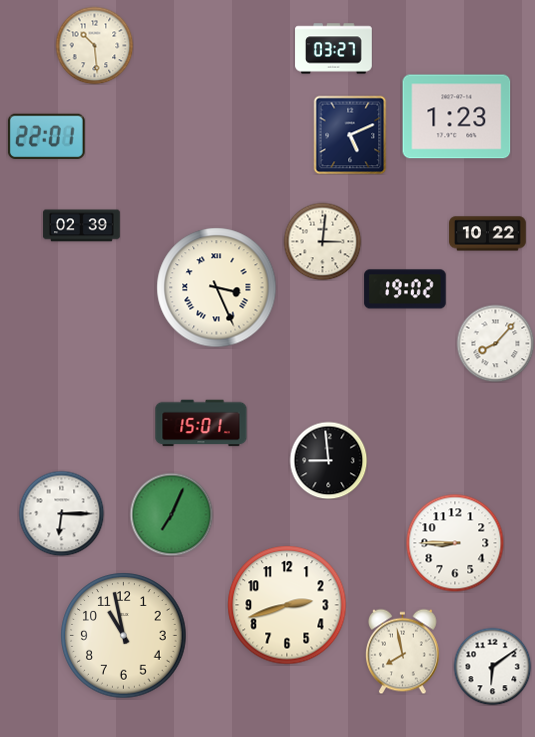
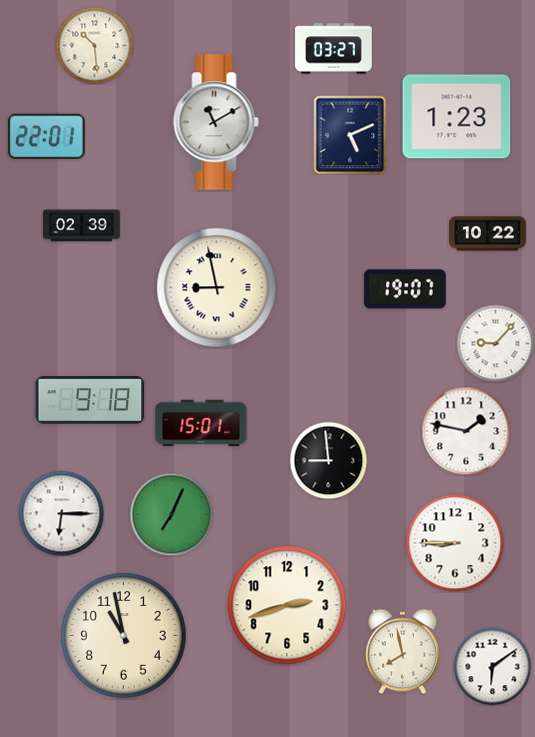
clock at (216, 122): none -> 11:10
clock at (322, 241): 3:01 -> none
clock at (217, 288): 3:26 -> 8:58
clock at (405, 289): 19:02 -> 19:07
clock at (495, 343): 8:07 -> 9:07
clock at (90, 400): none -> 9:18
clock at (466, 431): none -> 1:47
